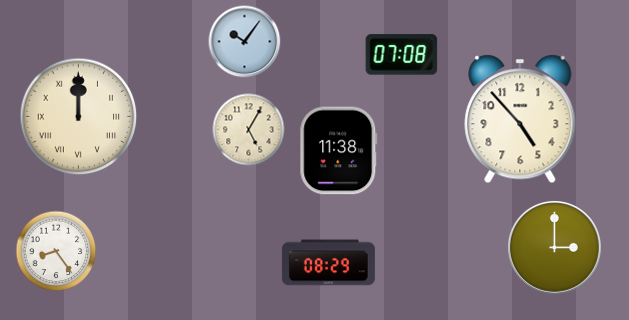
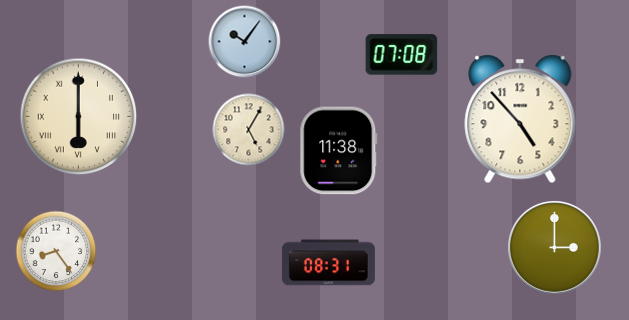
clock at (79, 117): 12:00 -> 6:00
clock at (328, 263): 08:29 -> 08:31
